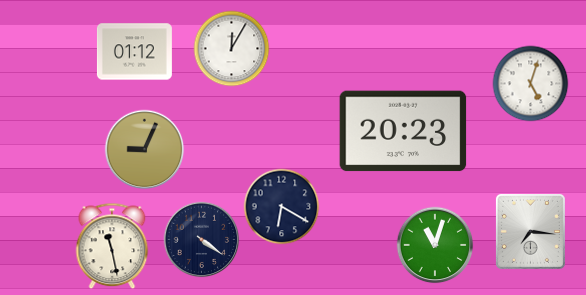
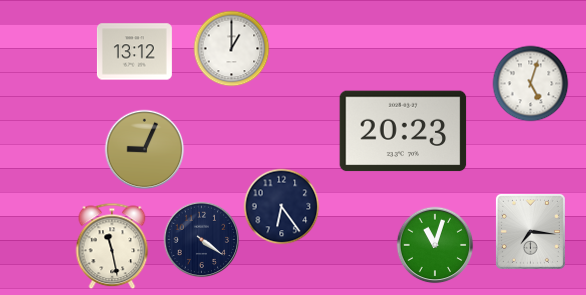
clock at (232, 49): 12:05 -> 1:00
clock at (134, 52): 01:12 -> 13:12
clock at (282, 207): 6:20 -> 6:24
